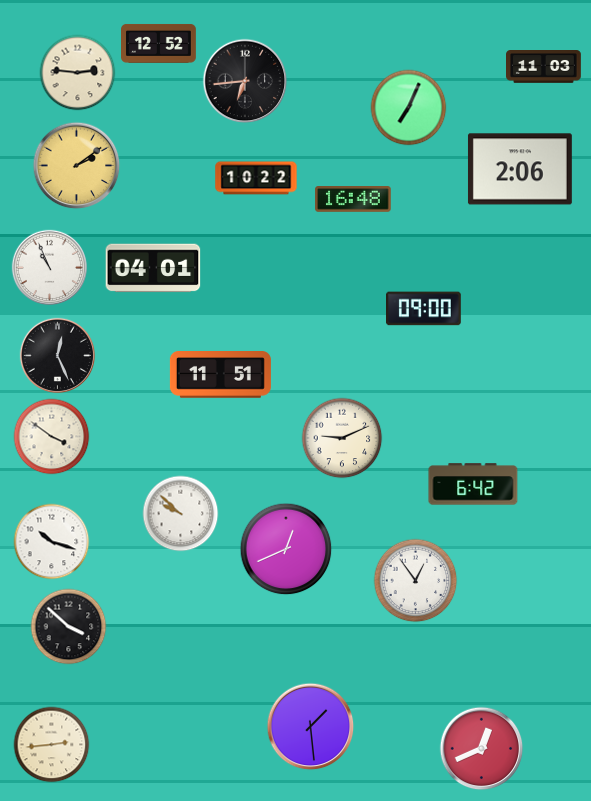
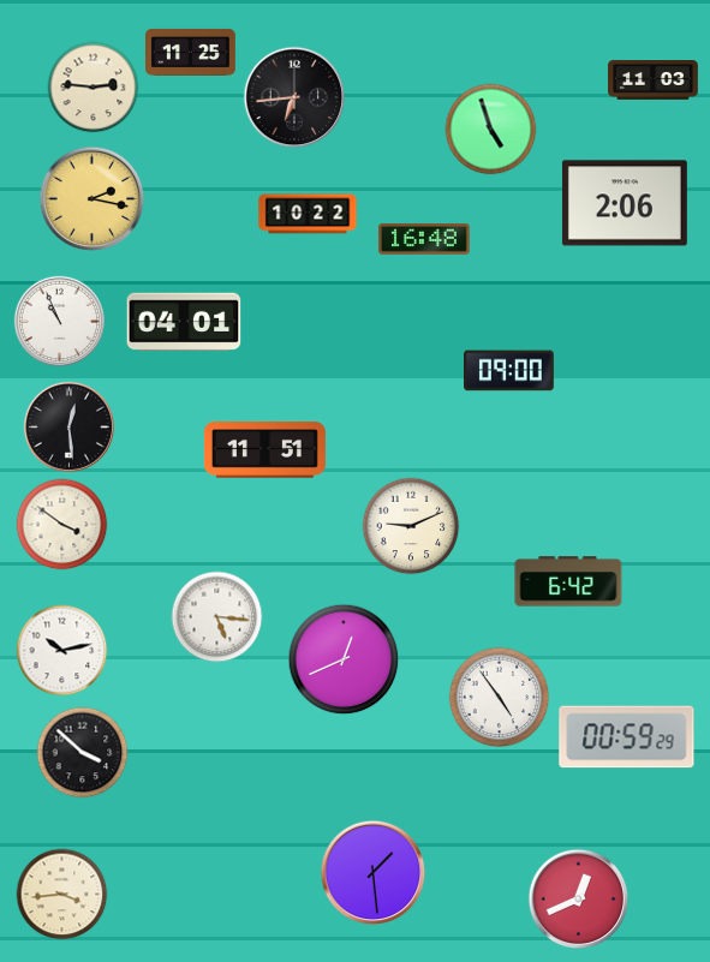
clock at (159, 43): 12:52 -> 11:25
clock at (409, 108): 7:04 -> 4:57
clock at (77, 166): 2:09 -> 2:17
clock at (57, 355): 12:26 -> 12:29
clock at (181, 514): 9:52 -> 5:16
clock at (52, 542): 10:18 -> 10:13
clock at (416, 581): 12:54 -> 4:54
clock at (627, 737): none -> 00:59
clock at (52, 745): 2:44 -> 3:44
